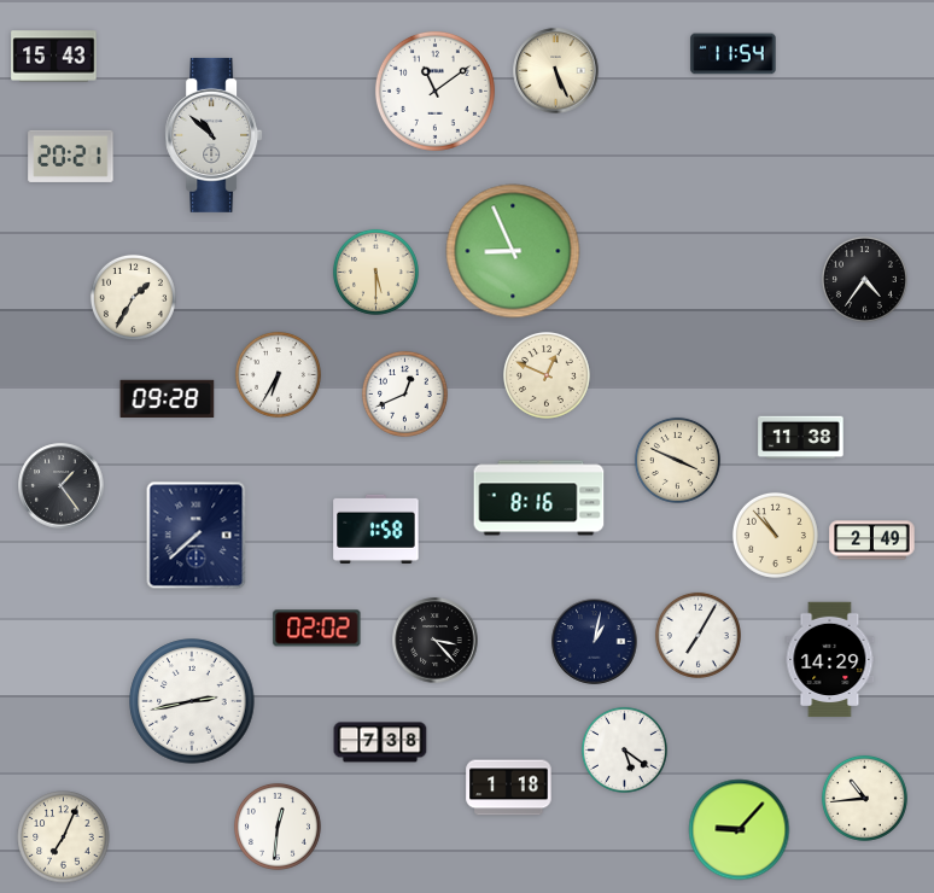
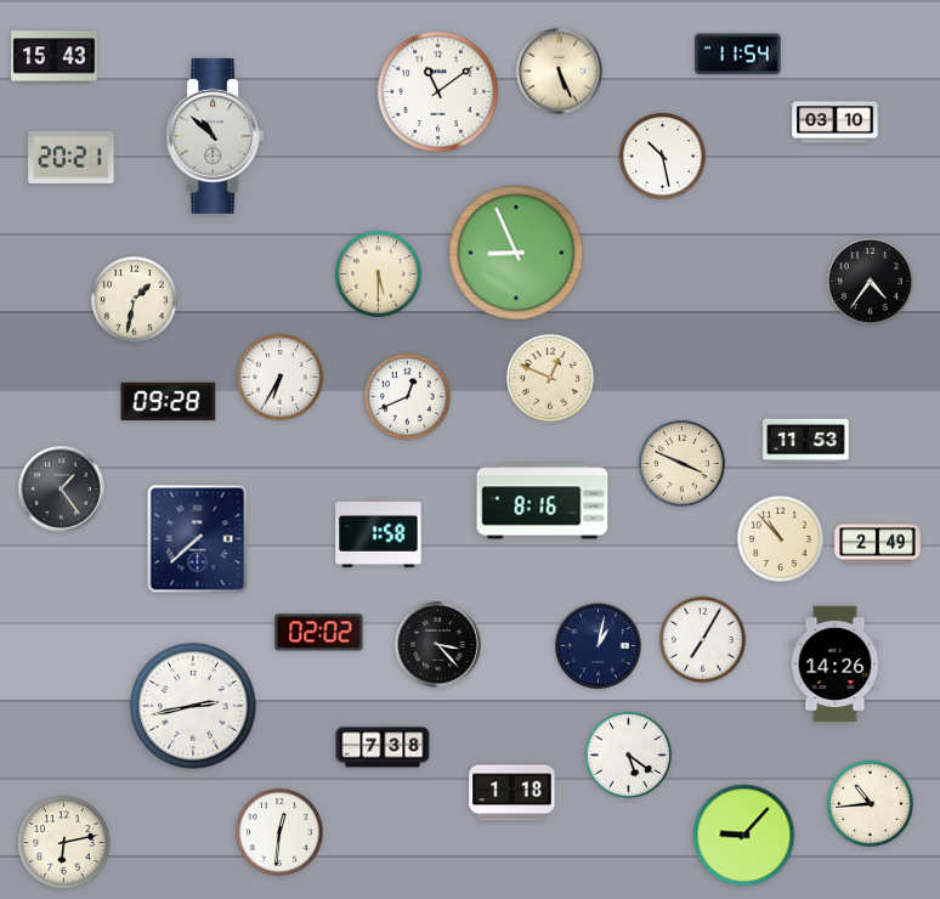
clock at (836, 123): none -> 03:10
clock at (662, 156): none -> 10:28
clock at (133, 297): 1:35 -> 1:32
clock at (801, 438): 11:38 -> 11:53
clock at (830, 660): 14:29 -> 14:26
clock at (64, 837): 7:04 -> 6:13
